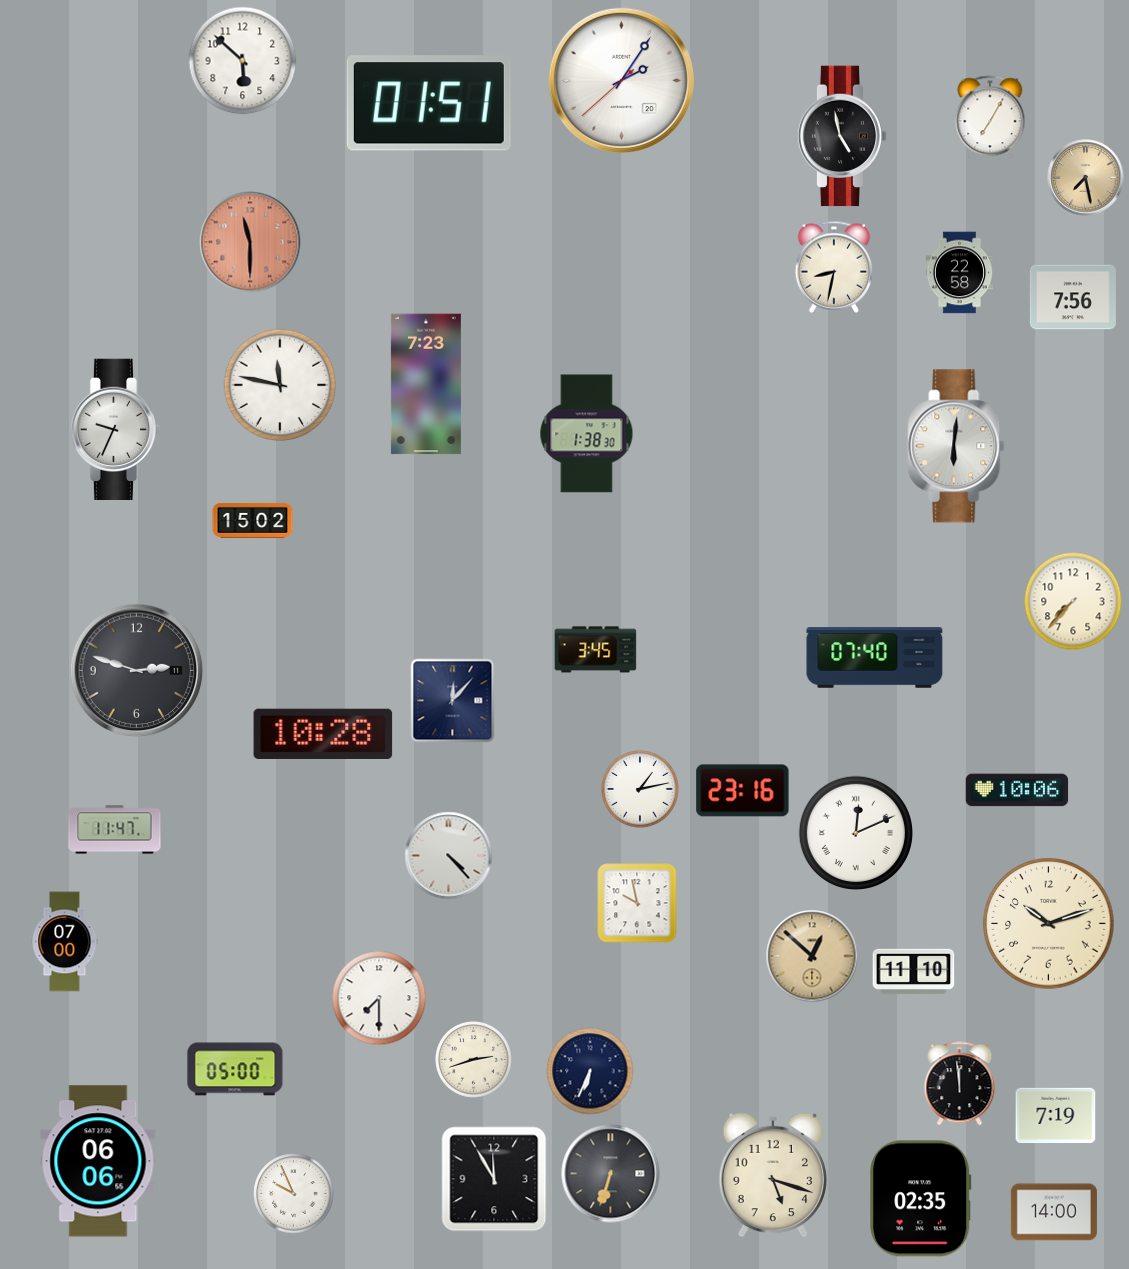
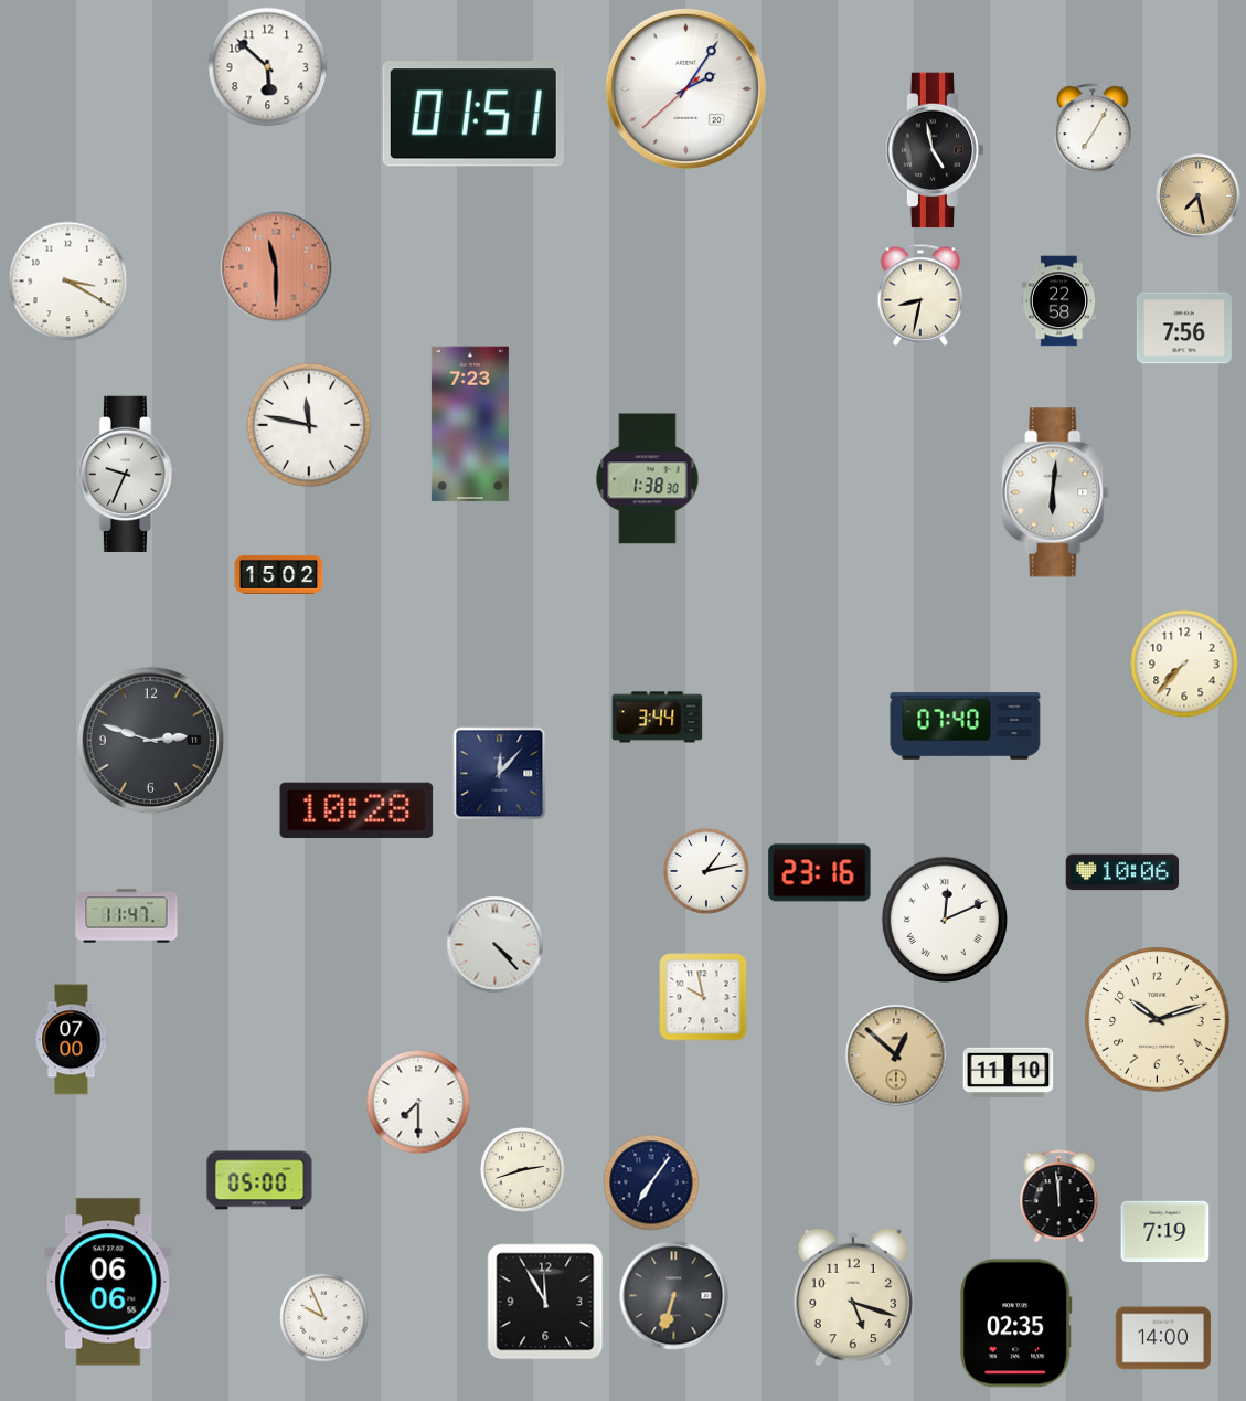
clock at (842, 136) position: (842, 136) -> (935, 150)
clock at (68, 282): none -> 3:20
clock at (596, 650): 3:45 -> 3:44
clock at (590, 1071): 6:34 -> 7:06
